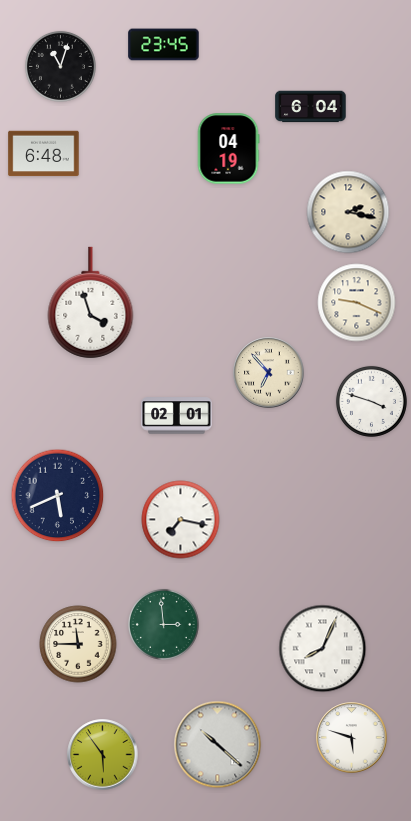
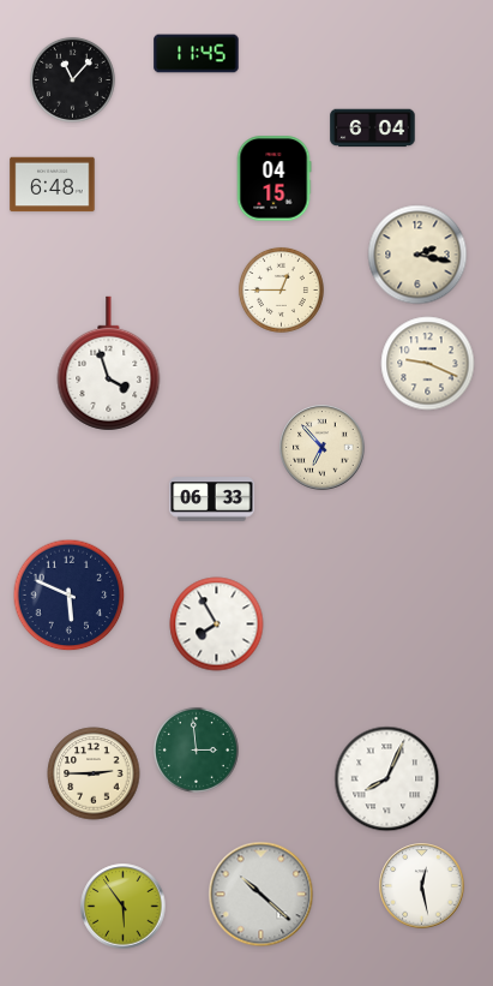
clock at (164, 45): 23:45 -> 11:45
clock at (60, 66): 11:03 -> 11:07
clock at (228, 149): 04:19 -> 04:15
clock at (281, 289): none -> 12:45
clock at (371, 401): 3:48 -> none
clock at (177, 416): 02:01 -> 06:33
clock at (58, 496): 5:41 -> 5:49
clock at (181, 520): 7:17 -> 7:55
clock at (78, 644): 11:45 -> 2:45
clock at (352, 738): 5:48 -> 12:28
